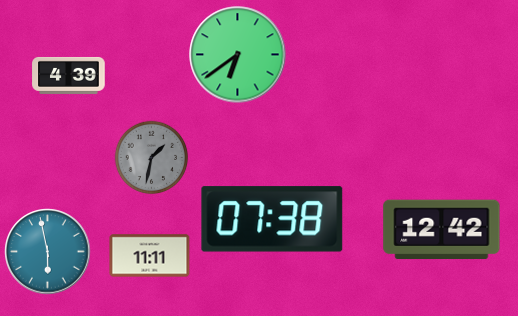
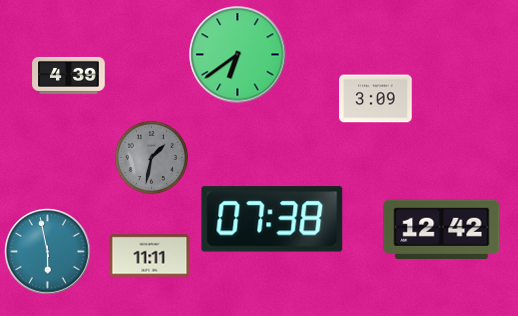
clock at (376, 99): none -> 3:09
